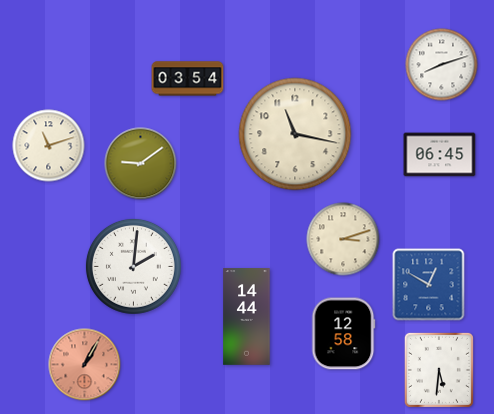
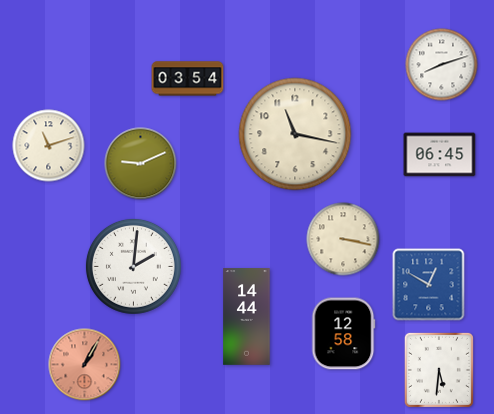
clock at (141, 164): 9:09 -> 9:11
clock at (343, 239): 3:12 -> 3:17
